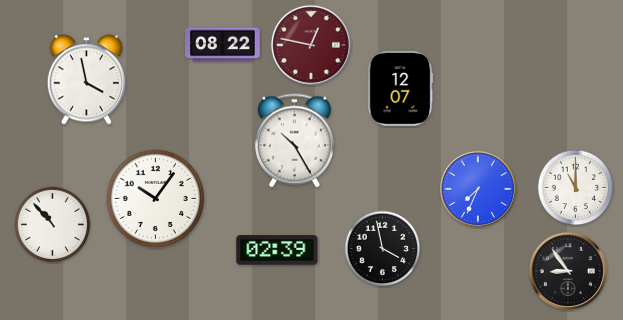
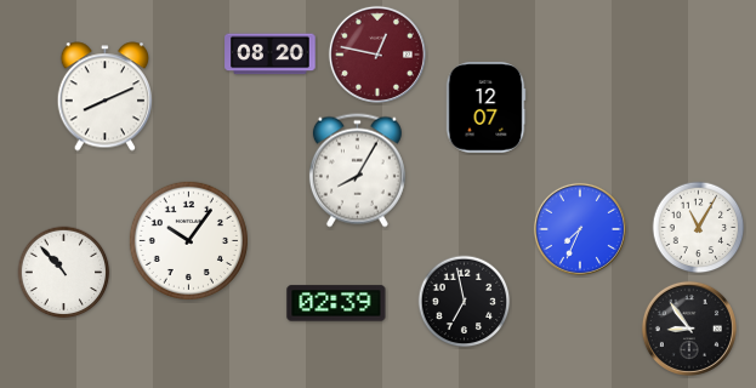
clock at (223, 45): 08:22 -> 08:20
clock at (86, 80): 3:58 -> 8:11
clock at (294, 141): 10:25 -> 8:05
clock at (576, 188): 11:00 -> 11:05
clock at (383, 249): 3:58 -> 6:58
